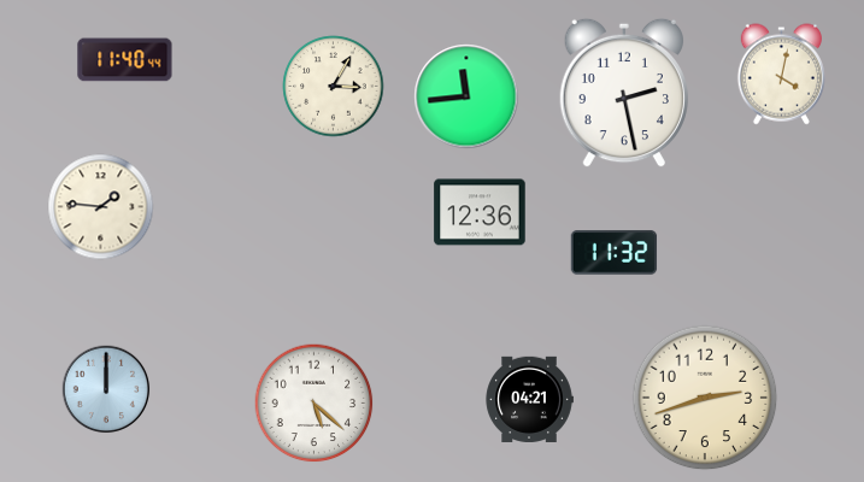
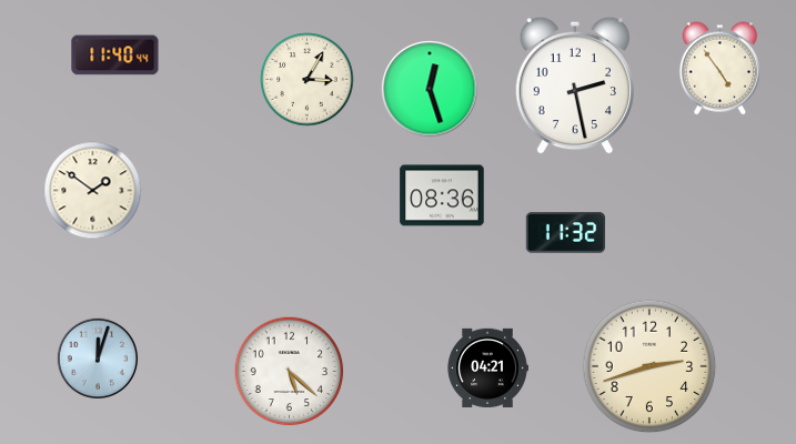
clock at (781, 75): 4:02 -> 4:54
clock at (466, 96): 11:44 -> 12:27
clock at (101, 207): 1:46 -> 1:51
clock at (480, 212): 12:36 -> 08:36
clock at (106, 389): 12:00 -> 12:03
